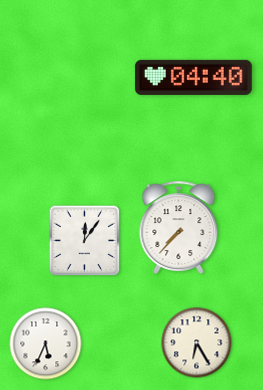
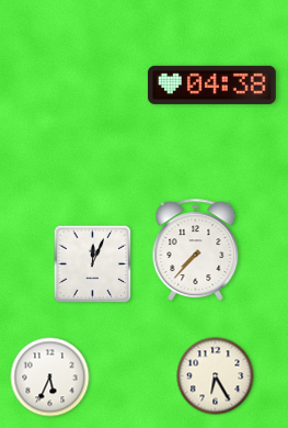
clock at (194, 77): 04:40 -> 04:38
clock at (85, 241): 12:06 -> 12:04
